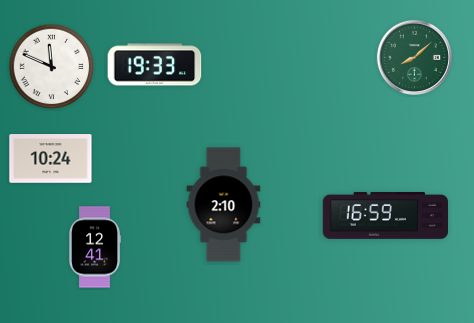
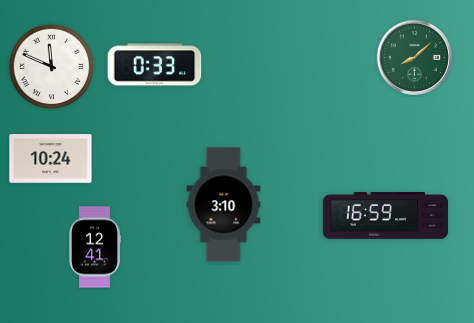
clock at (155, 65): 19:33 -> 0:33
clock at (224, 205): 2:10 -> 3:10
